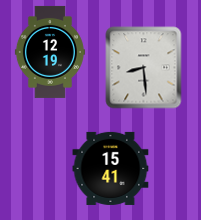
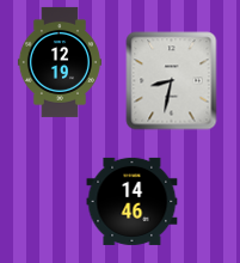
clock at (144, 68): 8:29 -> 8:32
clock at (111, 168): 15:41 -> 14:46
